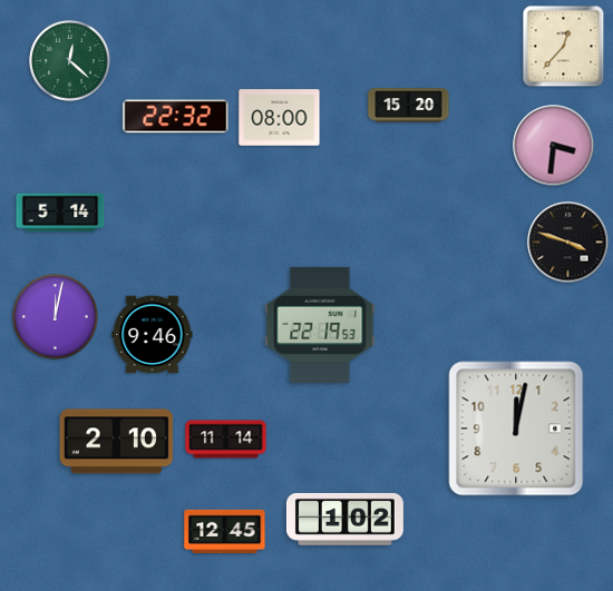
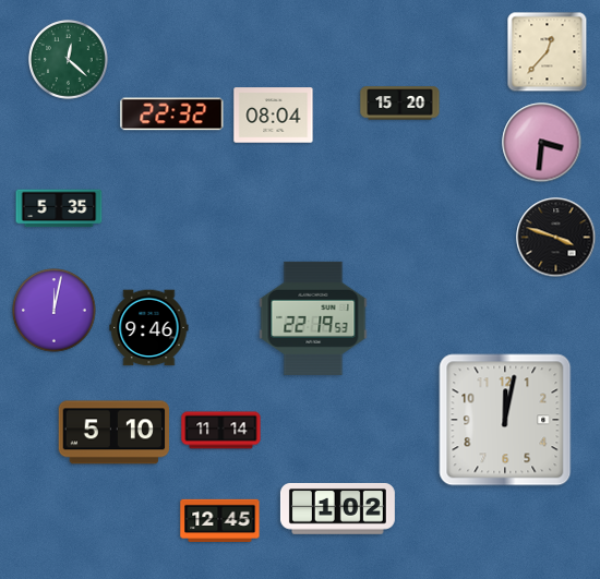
clock at (564, 47) position: (564, 47) -> (548, 52)
clock at (280, 118): 08:00 -> 08:04
clock at (60, 213): 5:14 -> 5:35
clock at (117, 442): 2:10 -> 5:10
